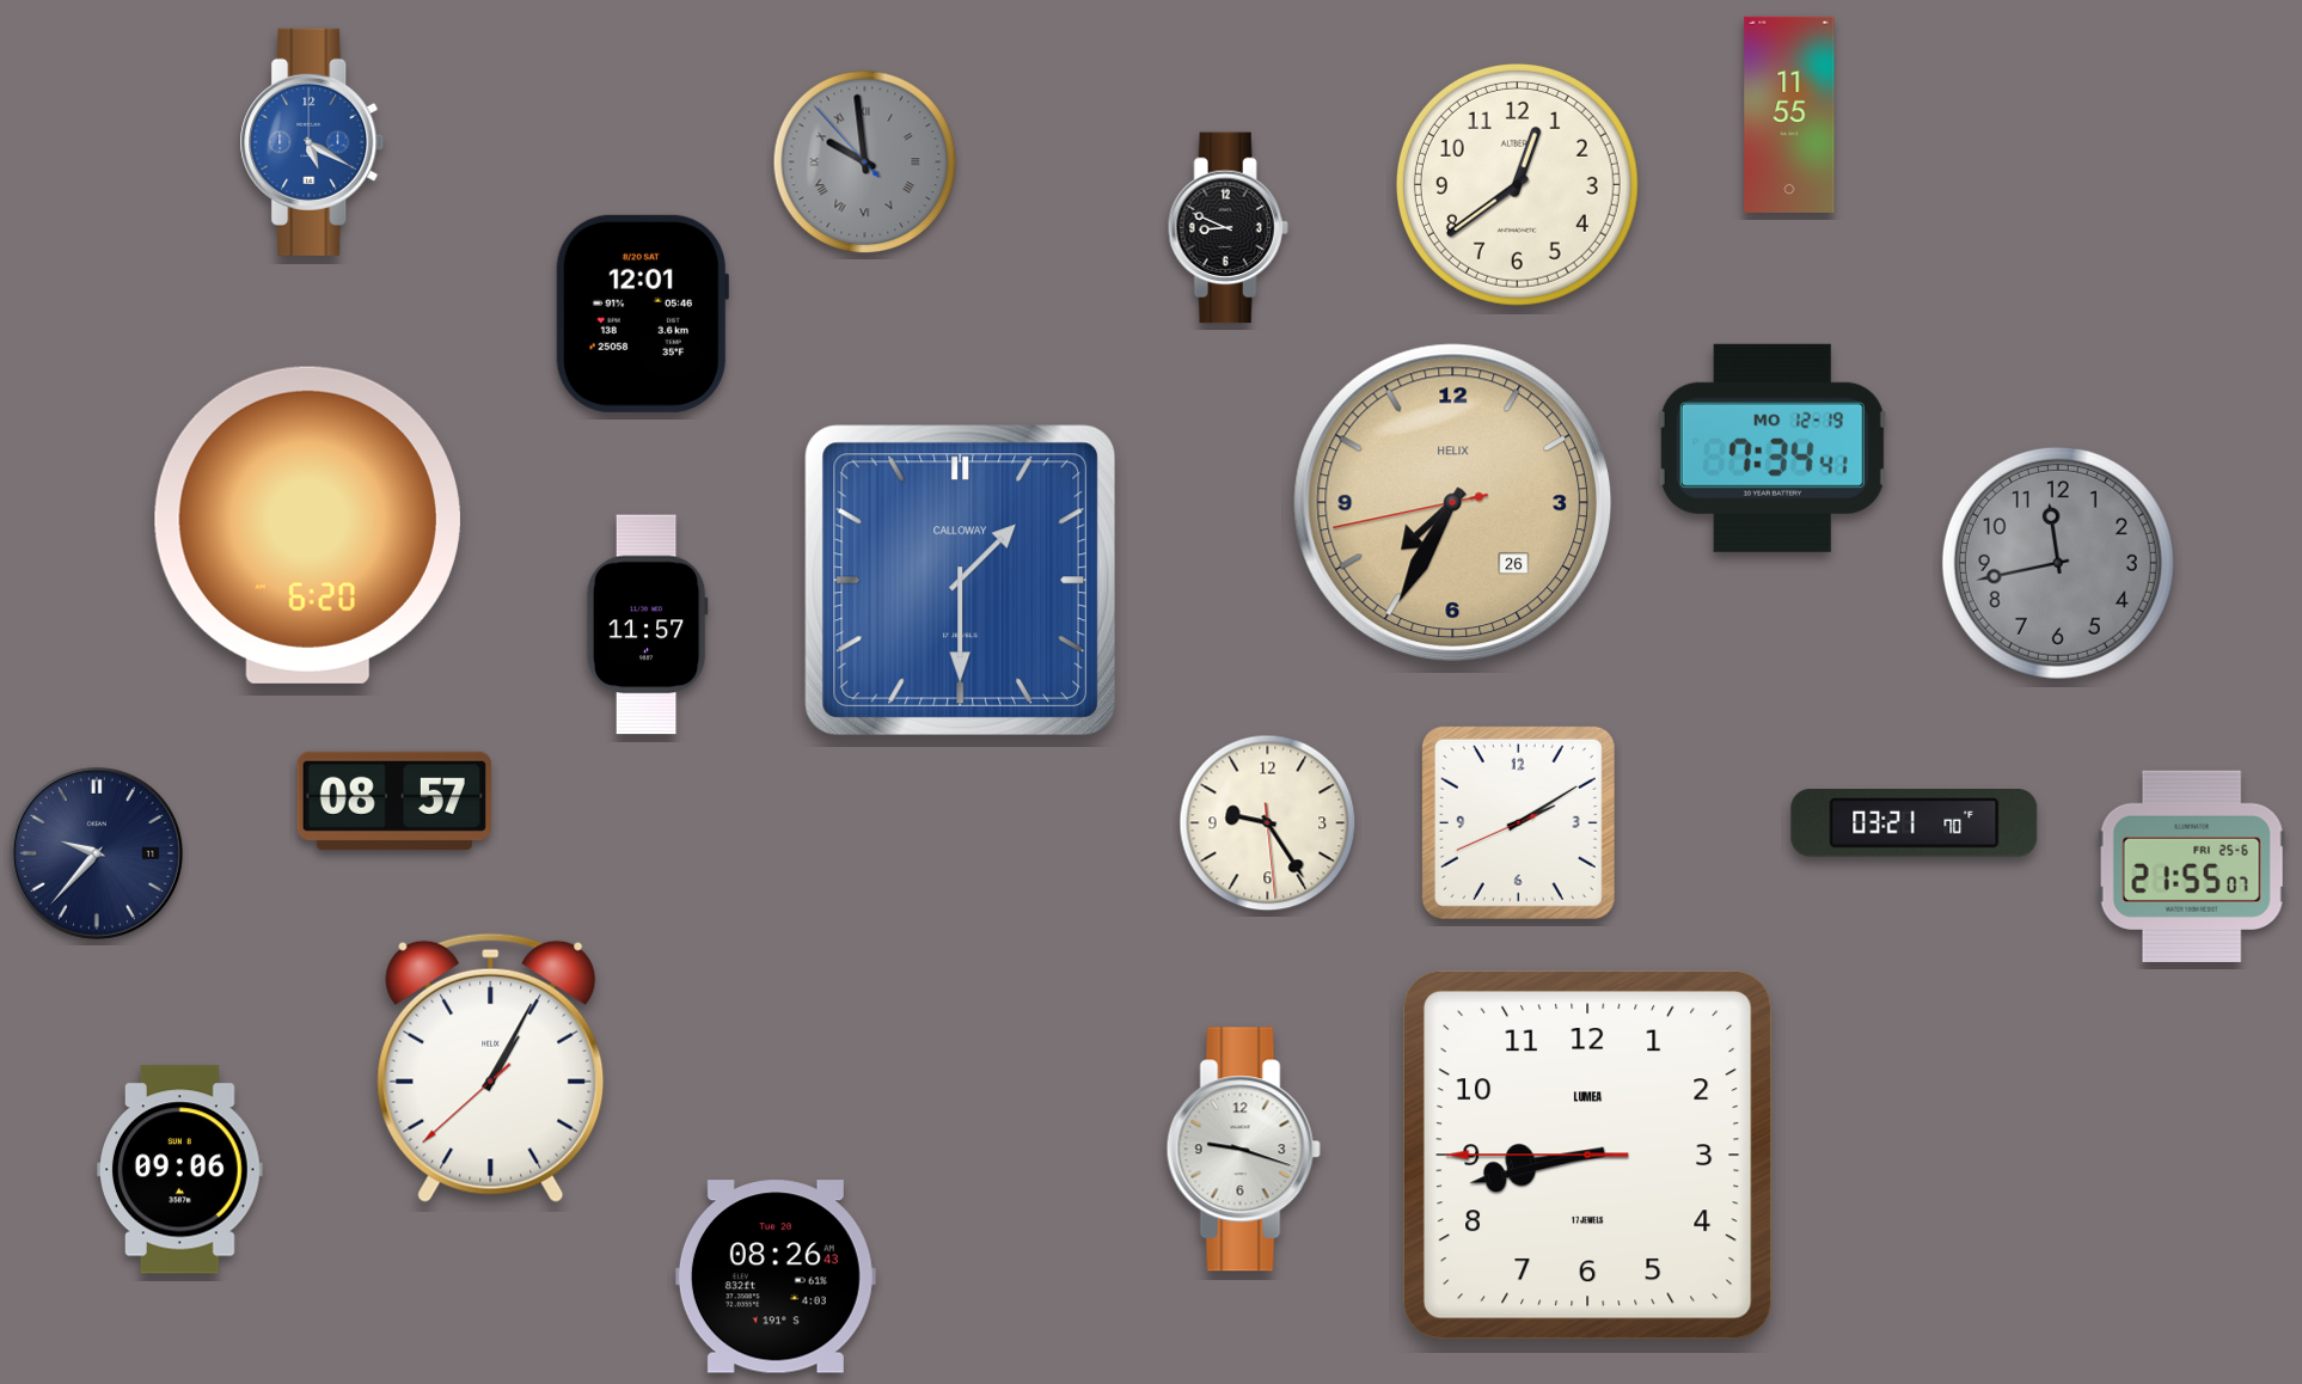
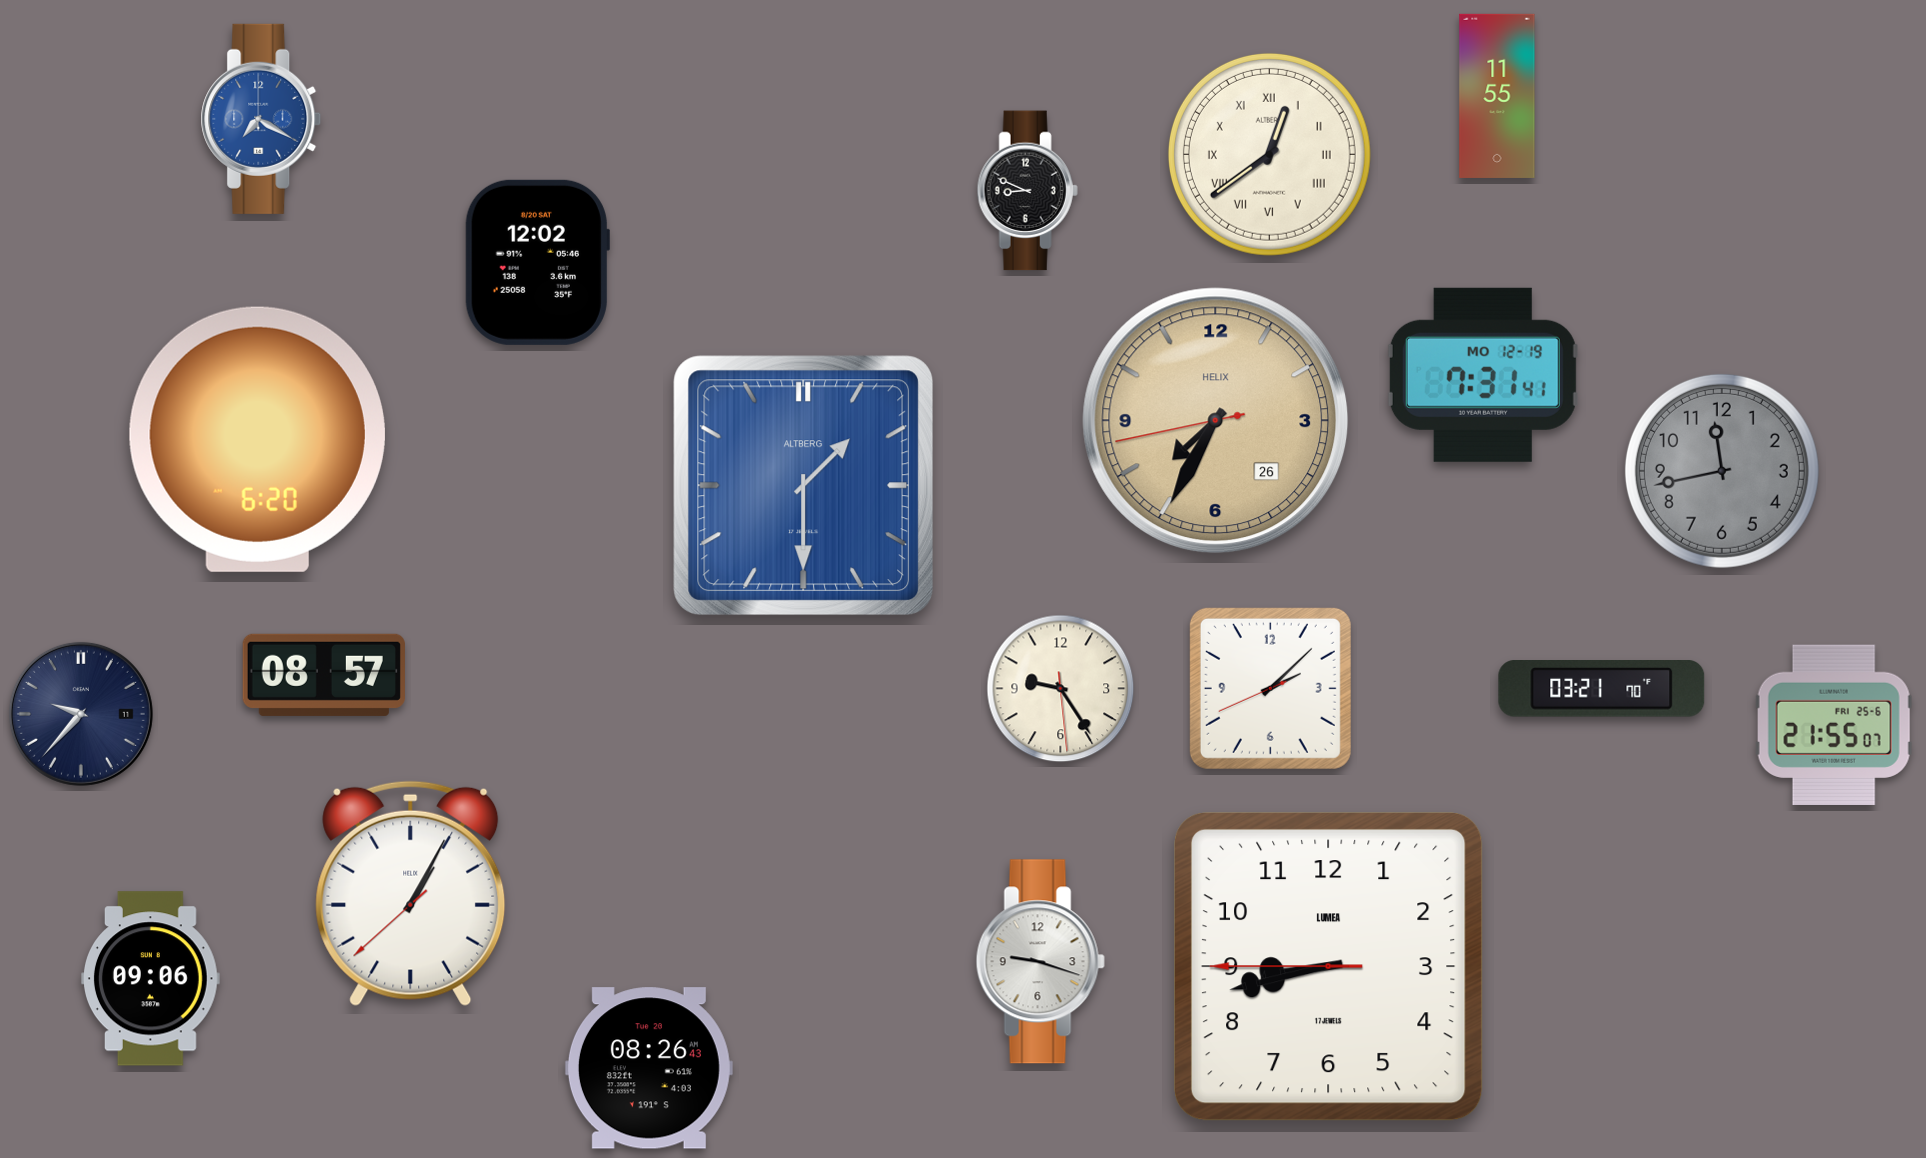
clock at (312, 142): 5:20 -> 7:20
clock at (865, 163): 9:58 -> none
clock at (1517, 184) numerals: Arabic -> Roman
clock at (642, 313): 12:01 -> 12:02
clock at (1773, 448): 7:34 -> 7:31
clock at (961, 581) brand: CALLOWAY -> ALTBERG
clock at (647, 625): 11:57 -> none
clock at (394, 801) position: (394, 801) -> (324, 675)
clock at (1518, 822): 2:09 -> 2:07
